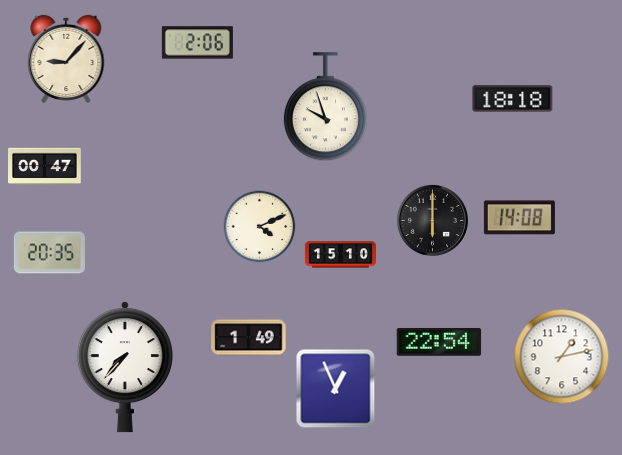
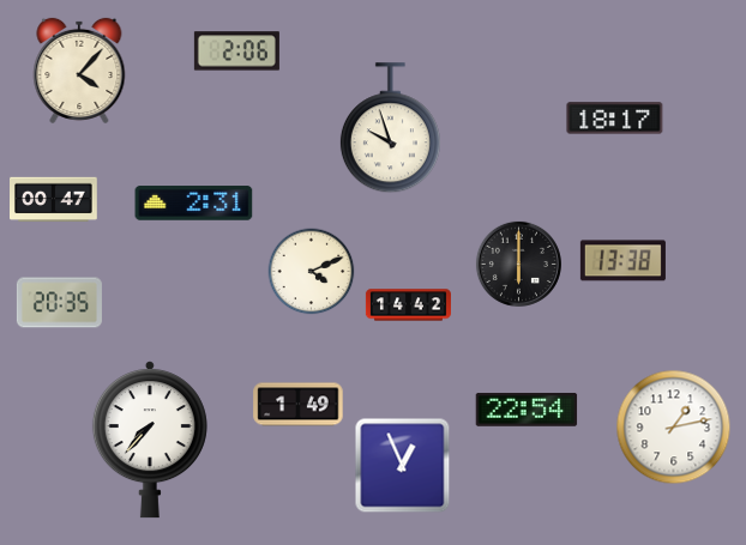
clock at (66, 59): 9:07 -> 4:07
clock at (513, 99): 18:18 -> 18:17
clock at (194, 204): none -> 2:31
clock at (519, 218): 14:08 -> 13:38
clock at (340, 255): 15:10 -> 14:42
